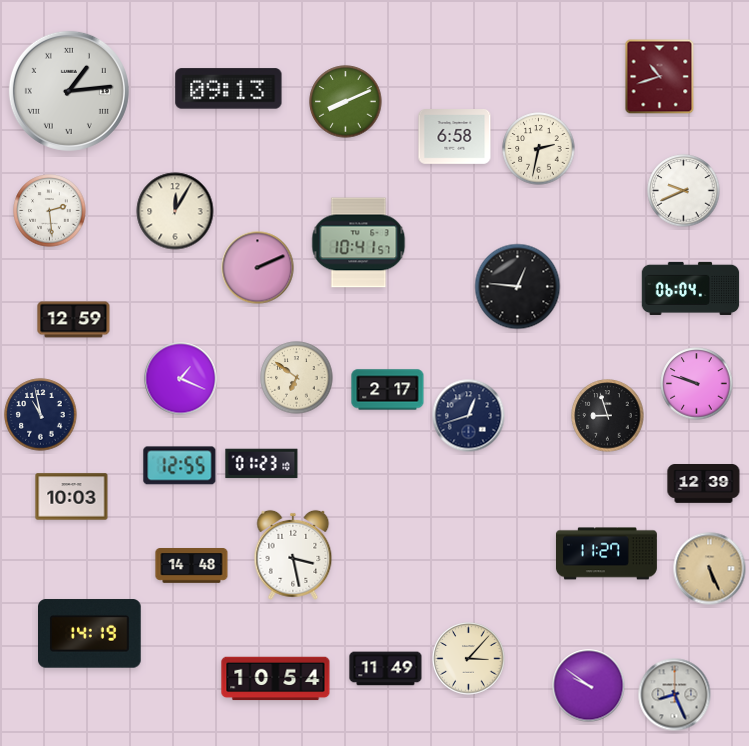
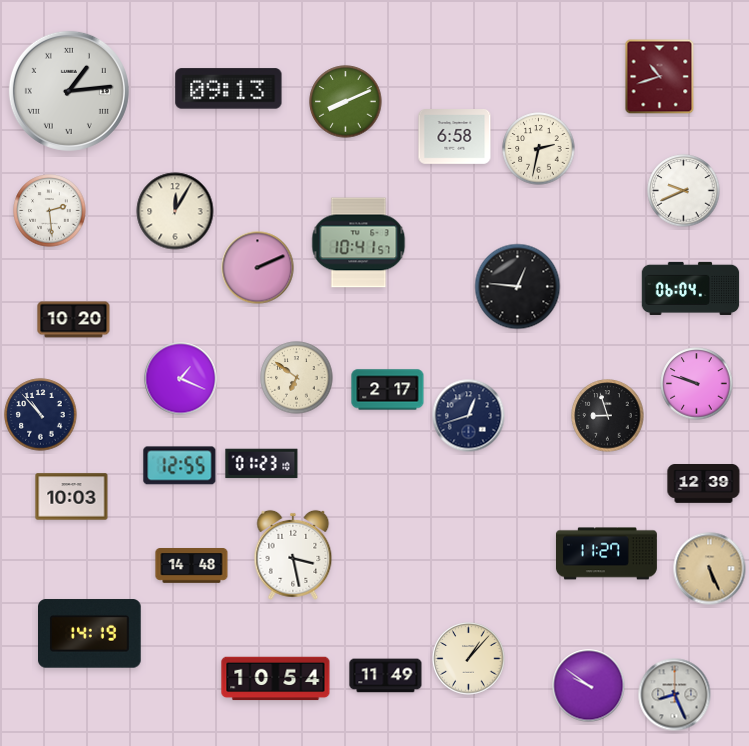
clock at (74, 320): 12:59 -> 10:20
clock at (41, 415): 10:58 -> 10:53
clock at (469, 659): 3:07 -> 1:07
clock at (386, 669) position: (386, 669) -> (386, 676)
